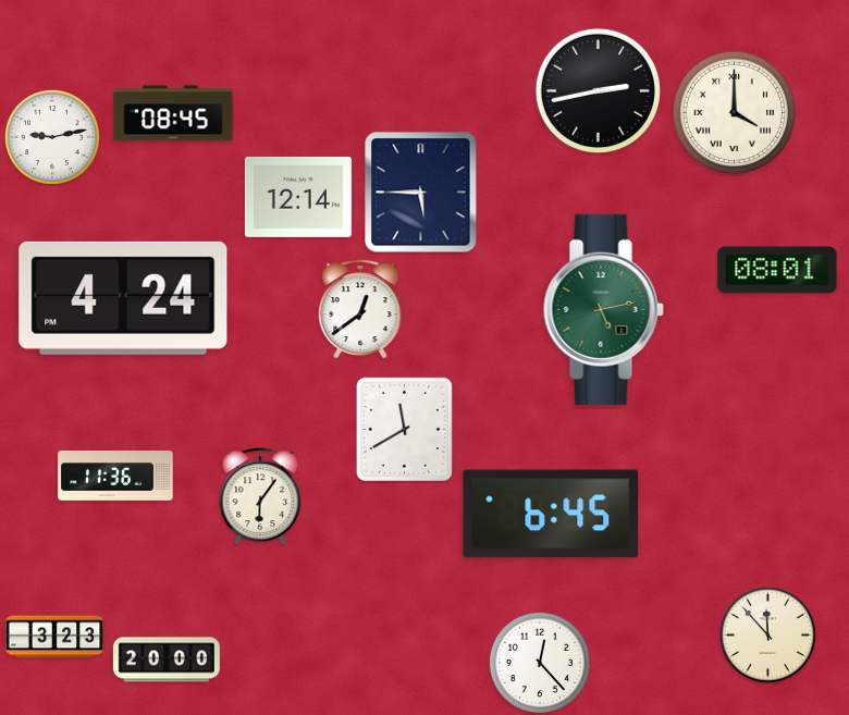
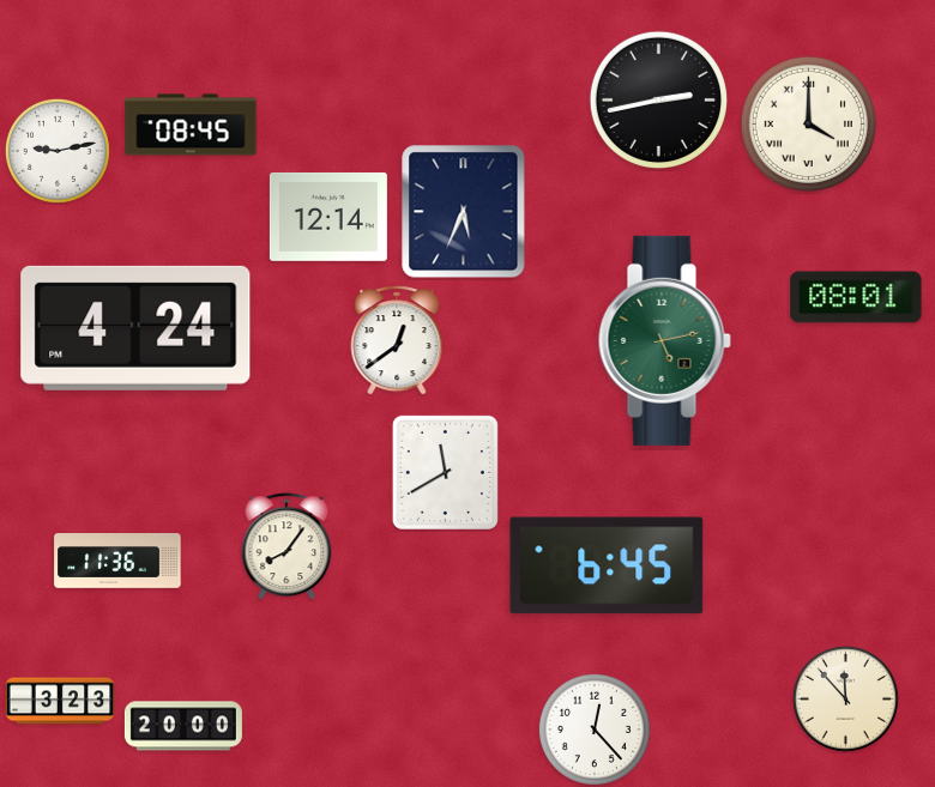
clock at (421, 193): 5:45 -> 5:34
clock at (115, 477) position: (115, 477) -> (117, 562)
clock at (260, 496): 6:06 -> 8:06
